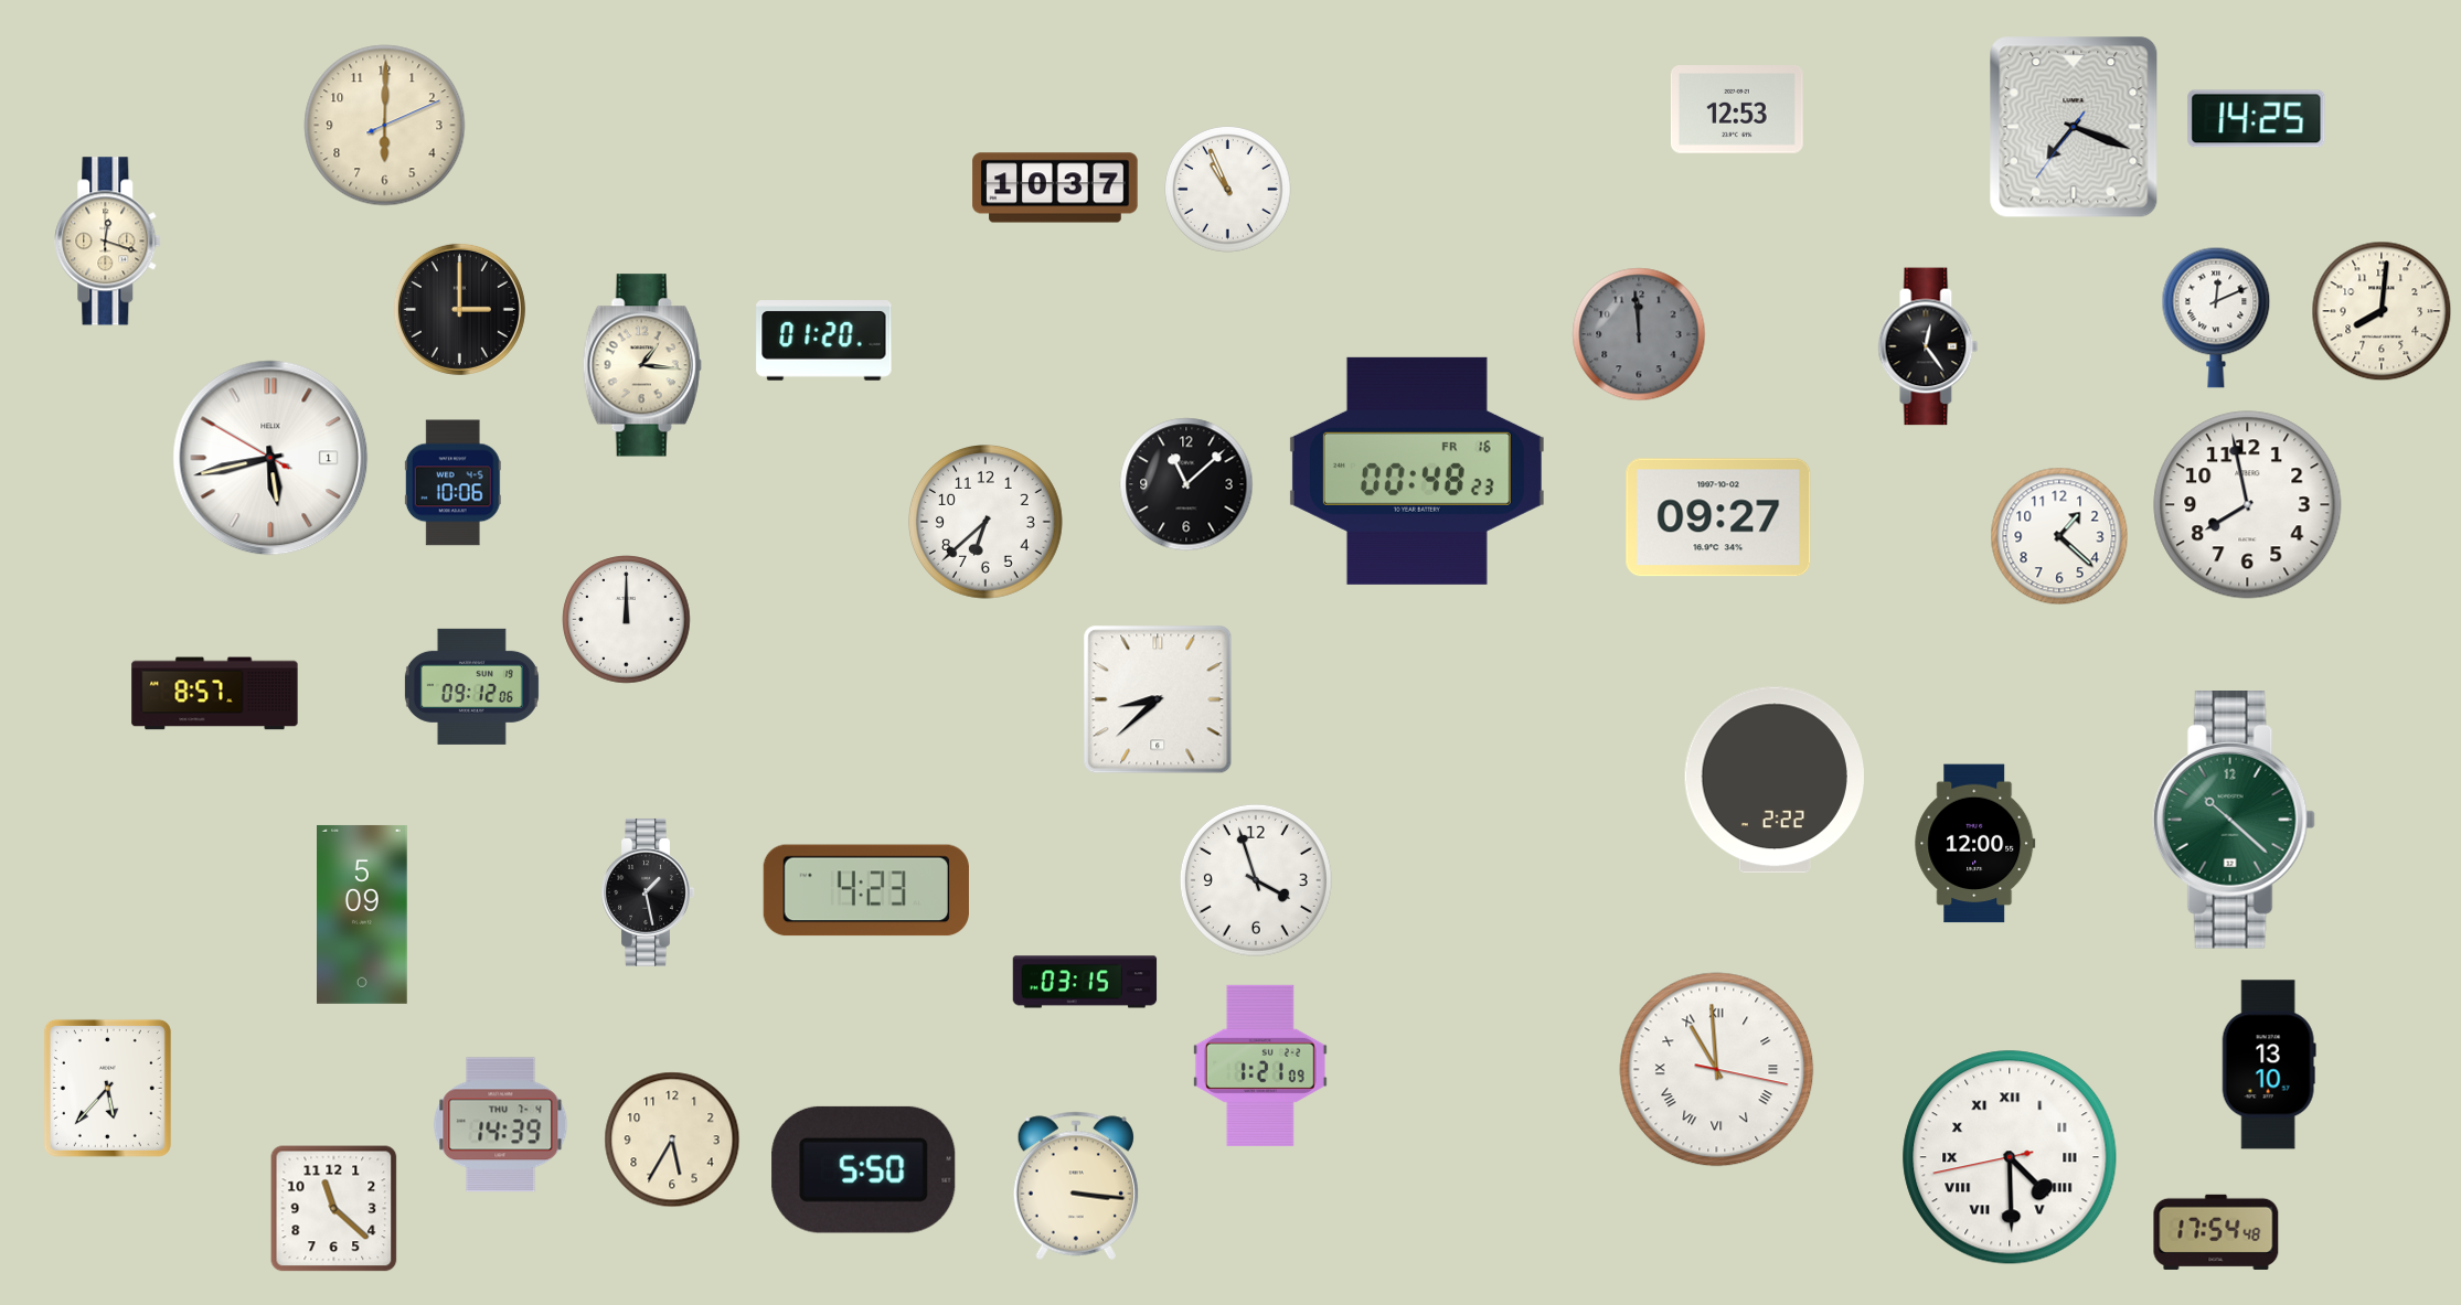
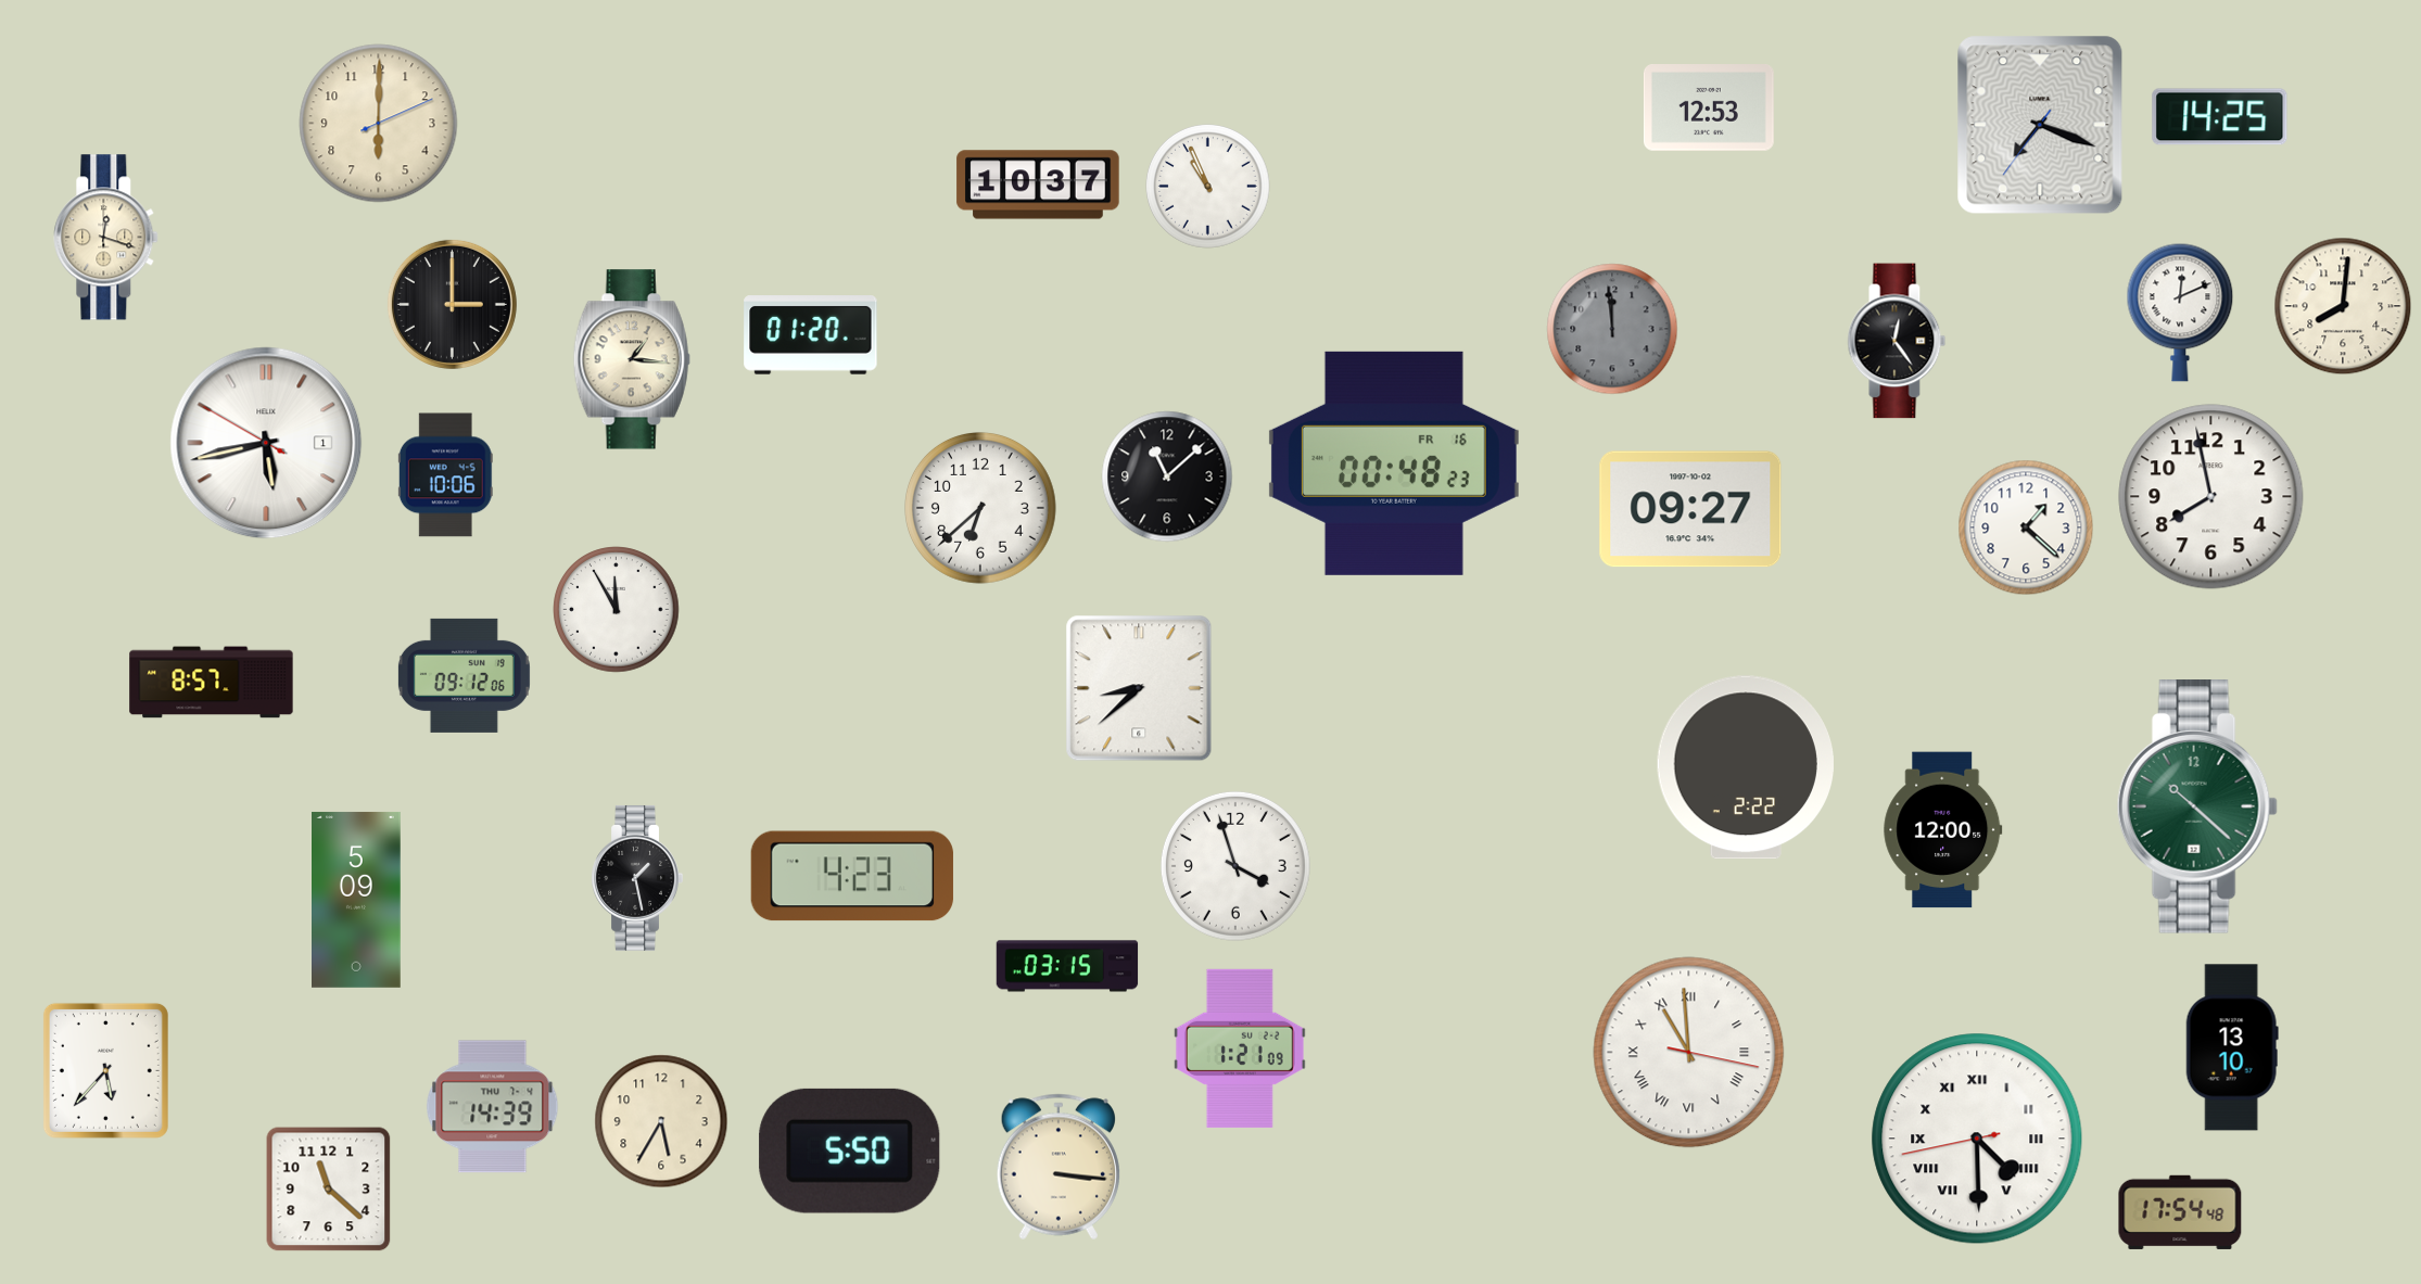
clock at (270, 458) position: (270, 458) -> (266, 443)
clock at (987, 523) position: (987, 523) -> (981, 509)
clock at (627, 620): 12:00 -> 11:55
